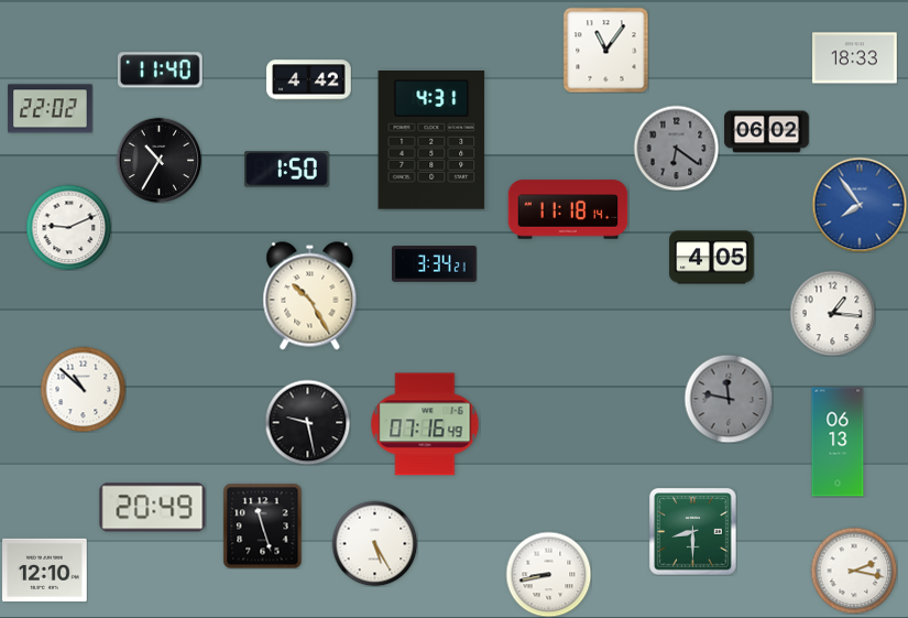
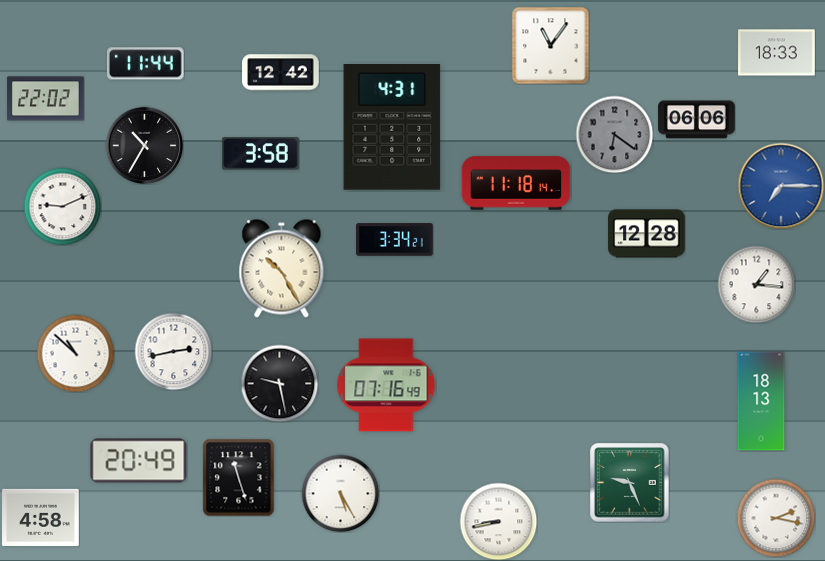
clock at (161, 71): 11:40 -> 11:44
clock at (309, 80): 4:42 -> 12:42
clock at (767, 132): 06:02 -> 06:06
clock at (287, 170): 1:50 -> 3:58
clock at (860, 205): 7:54 -> 7:15
clock at (568, 209) position: (568, 209) -> (516, 183)
clock at (712, 258): 4:05 -> 12:28
clock at (173, 351): none -> 2:43
clock at (729, 399): 11:47 -> none
clock at (838, 442): 06:13 -> 18:13
clock at (693, 532): 8:30 -> 9:26
clock at (45, 570): 12:10 -> 4:58
